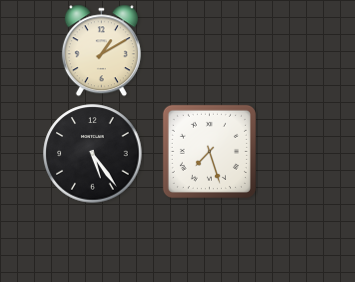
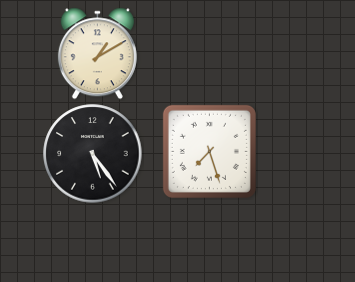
clock at (101, 51) position: (101, 51) -> (97, 54)
